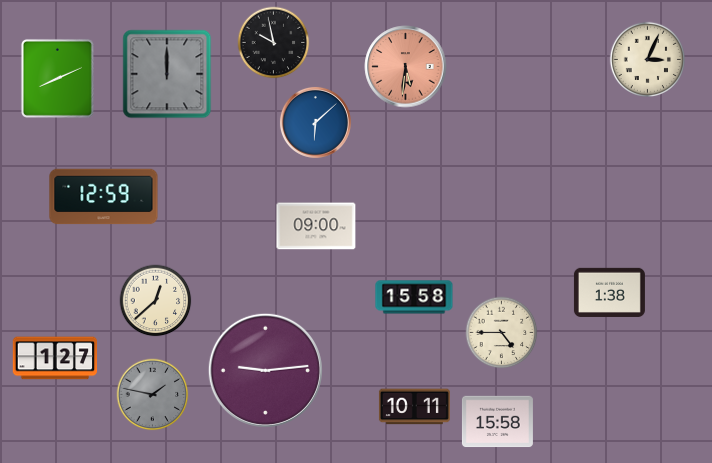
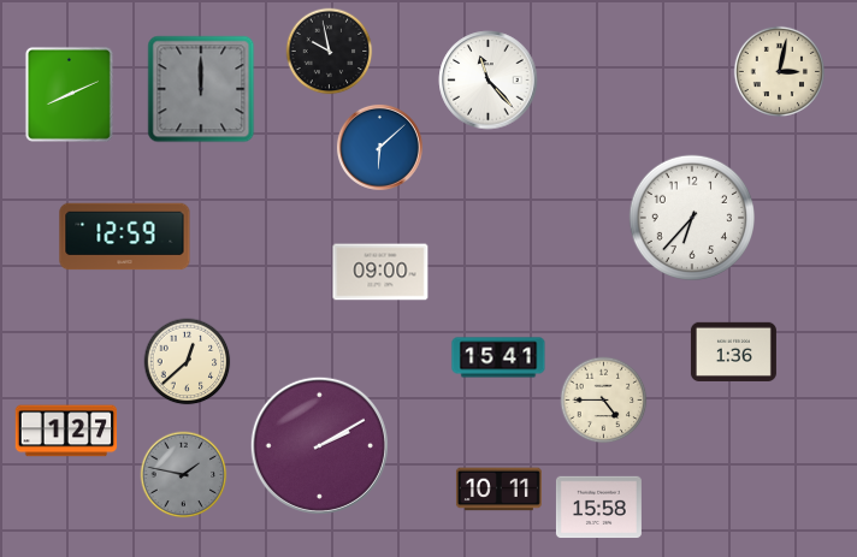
clock at (647, 59): 3:04 -> 3:02
clock at (406, 67): 5:31 -> 11:23
clock at (406, 67) dial: salmon -> white
clock at (691, 217): none -> 6:37
clock at (609, 292): 1:38 -> 1:36
clock at (414, 297): 15:58 -> 15:41
clock at (265, 370): 9:14 -> 2:10
